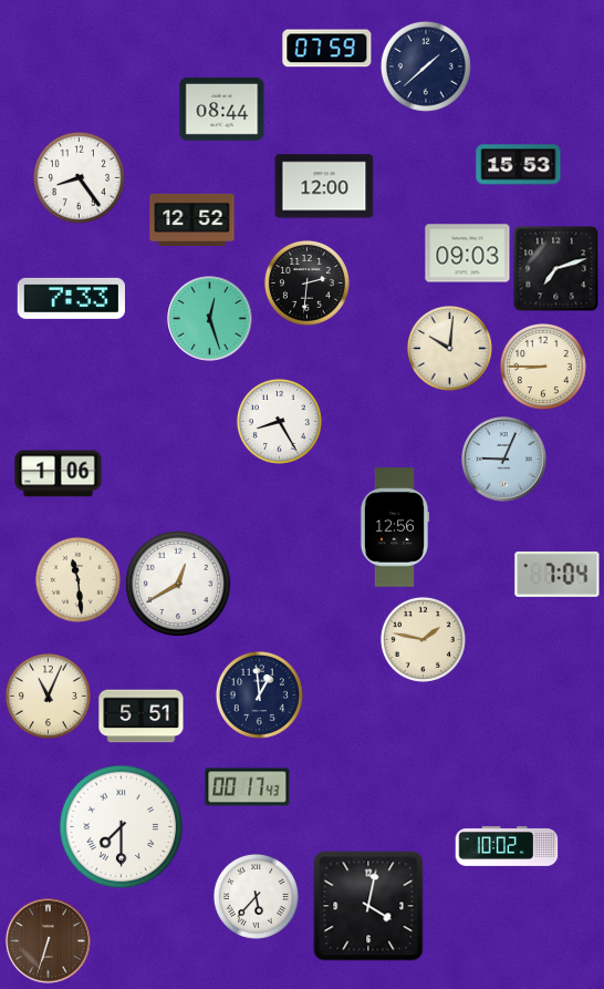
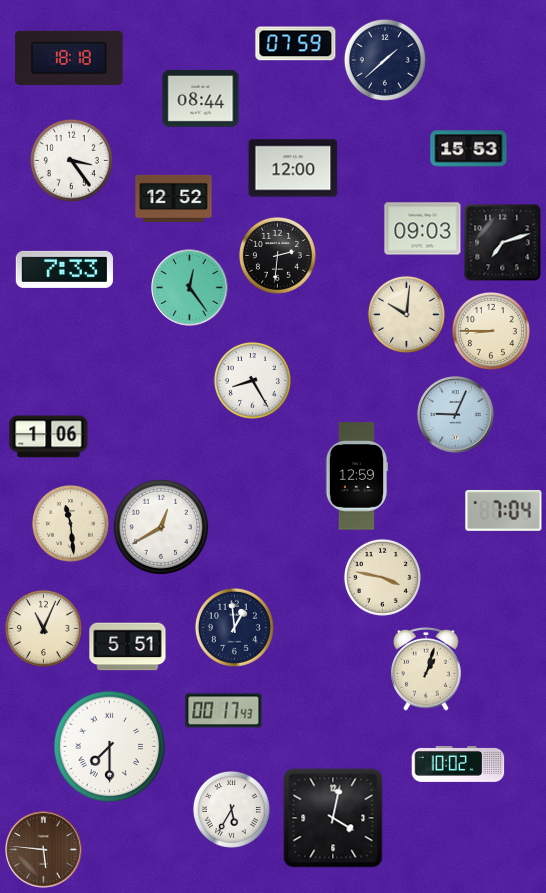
clock at (69, 58): none -> 18:18
clock at (79, 177): 8:24 -> 3:24
clock at (210, 319): 12:27 -> 12:24
clock at (59, 474) position: (59, 474) -> (49, 437)
clock at (395, 527): 12:56 -> 12:59
clock at (558, 574) position: (558, 574) -> (504, 510)
clock at (423, 639): 1:47 -> 3:47
clock at (426, 670): none -> 1:03
clock at (256, 896): 5:37 -> 5:35
clock at (49, 941): 6:33 -> 5:46
